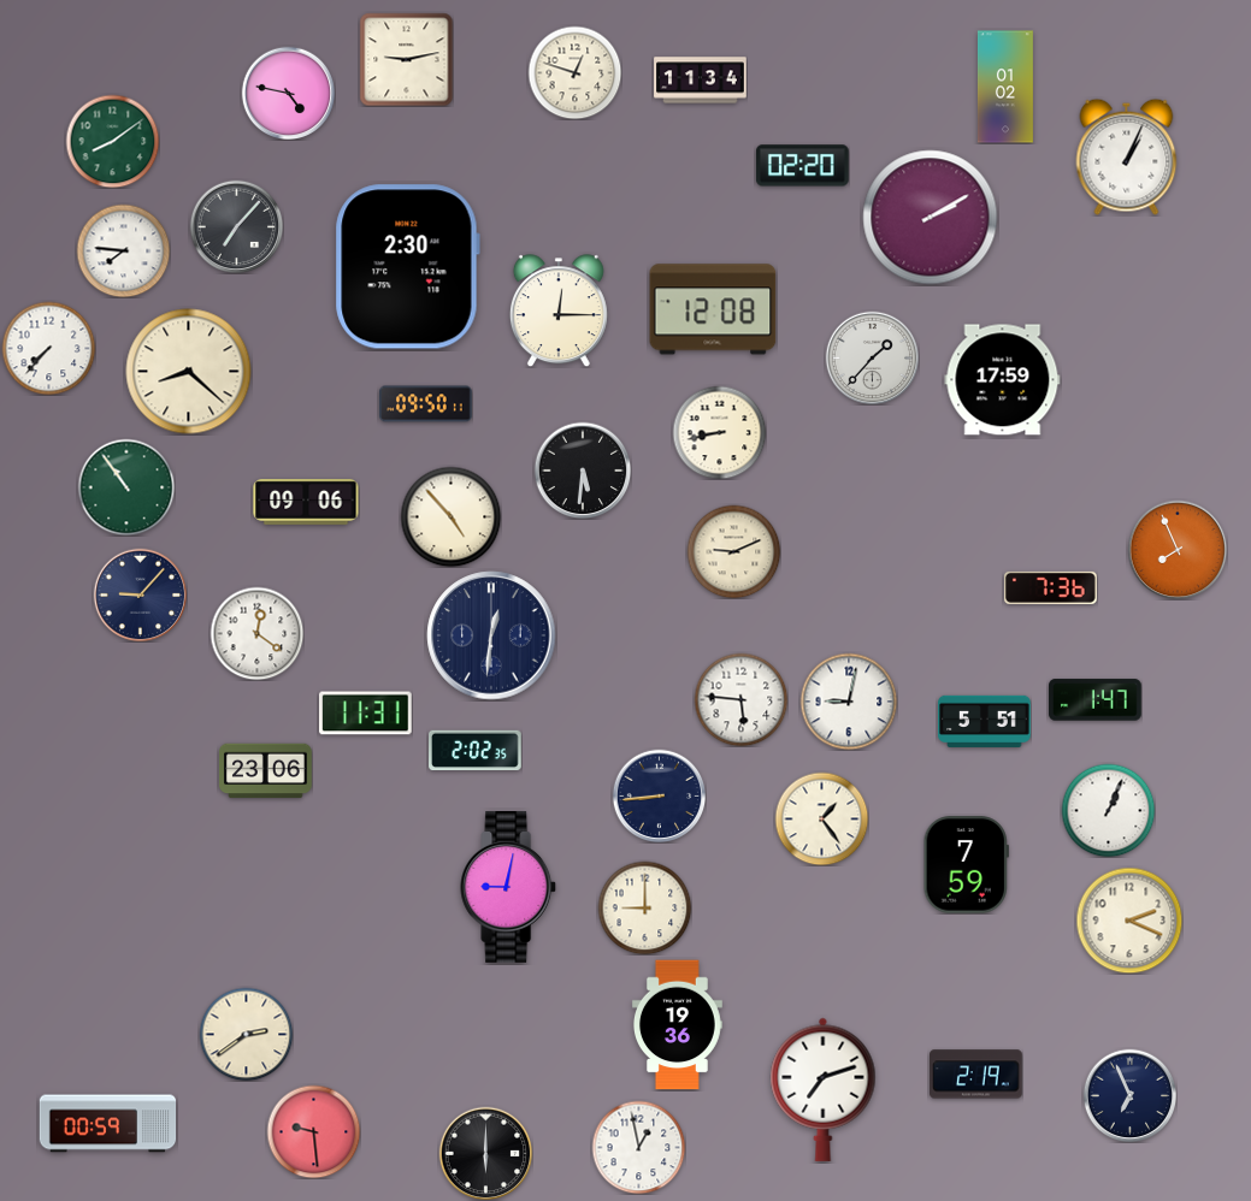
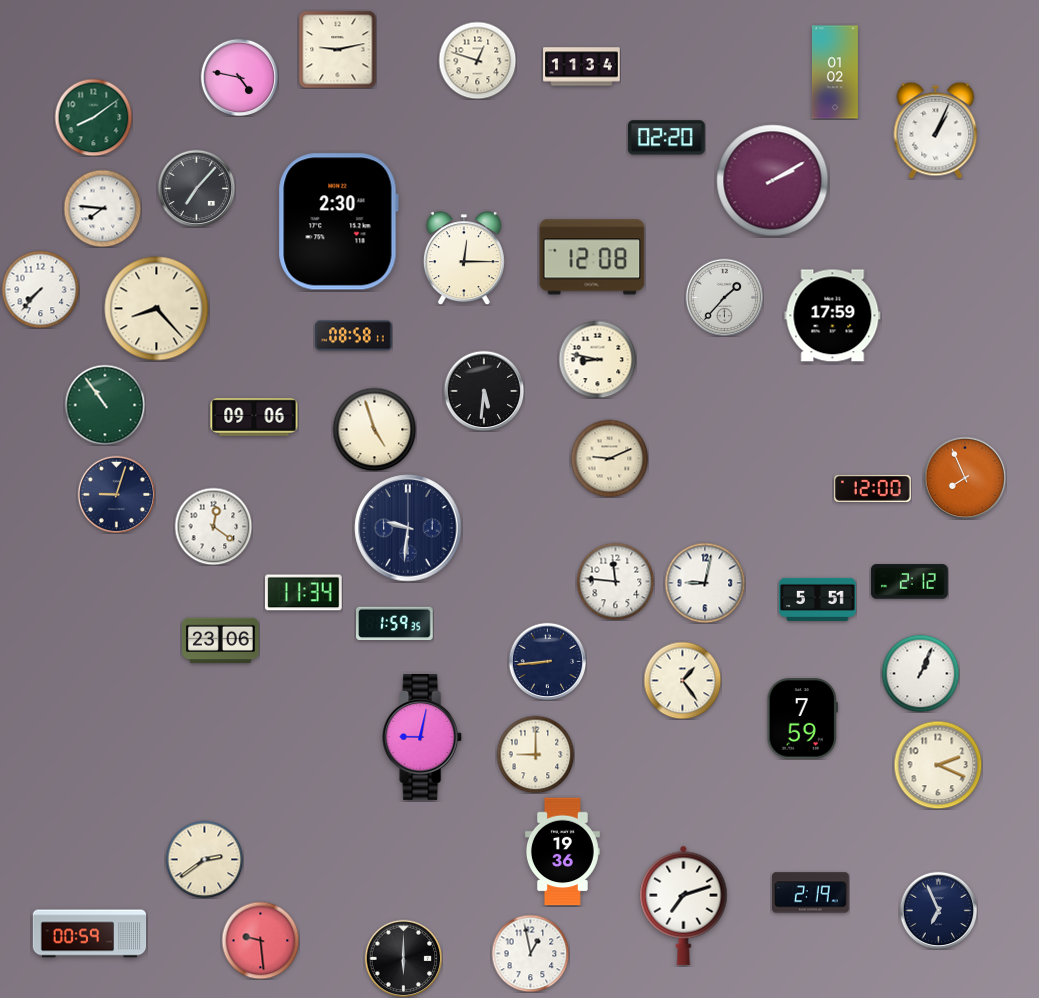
clock at (189, 372): 8:22 -> 8:23
clock at (426, 404): 09:50 -> 08:58
clock at (719, 432): 8:43 -> 8:47
clock at (450, 516): 4:53 -> 4:57
clock at (1178, 550) position: (1178, 550) -> (965, 478)
clock at (1051, 587): 7:36 -> 12:00
clock at (140, 594): 9:07 -> 9:03
clock at (491, 635): 12:31 -> 9:31
clock at (740, 699): 5:46 -> 11:46
clock at (1096, 700): 1:47 -> 2:12
clock at (366, 714): 11:31 -> 11:34
clock at (476, 751): 2:02 -> 1:59
